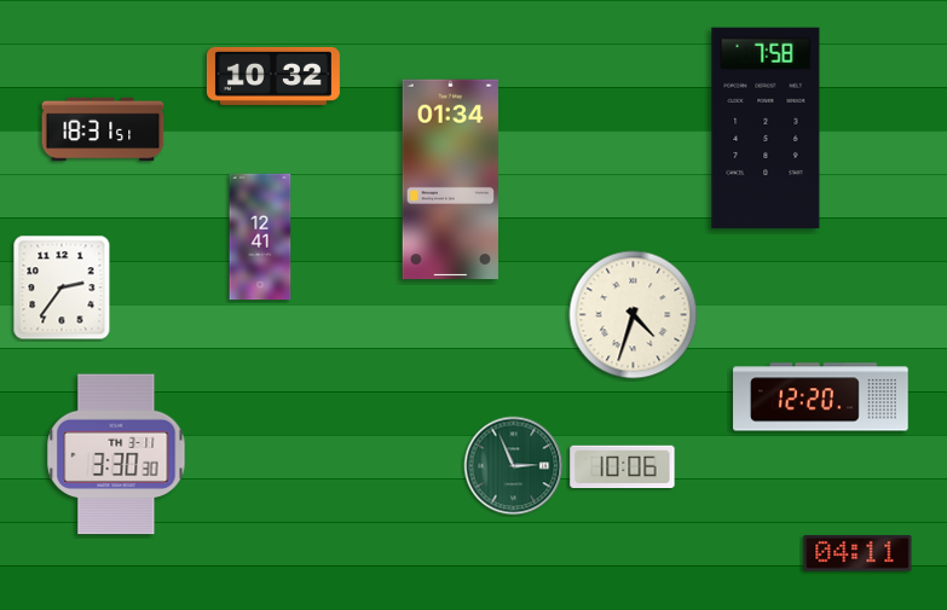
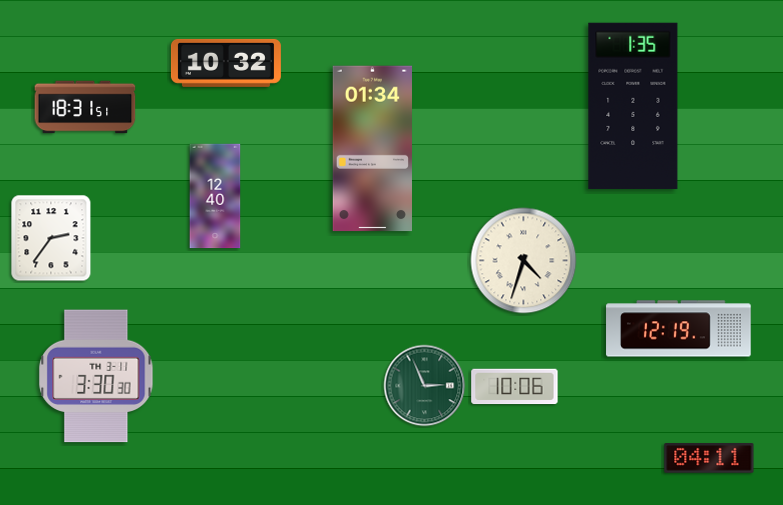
clock at (766, 128): 7:58 -> 1:35
clock at (260, 237): 12:41 -> 12:40
clock at (821, 397): 12:20 -> 12:19
